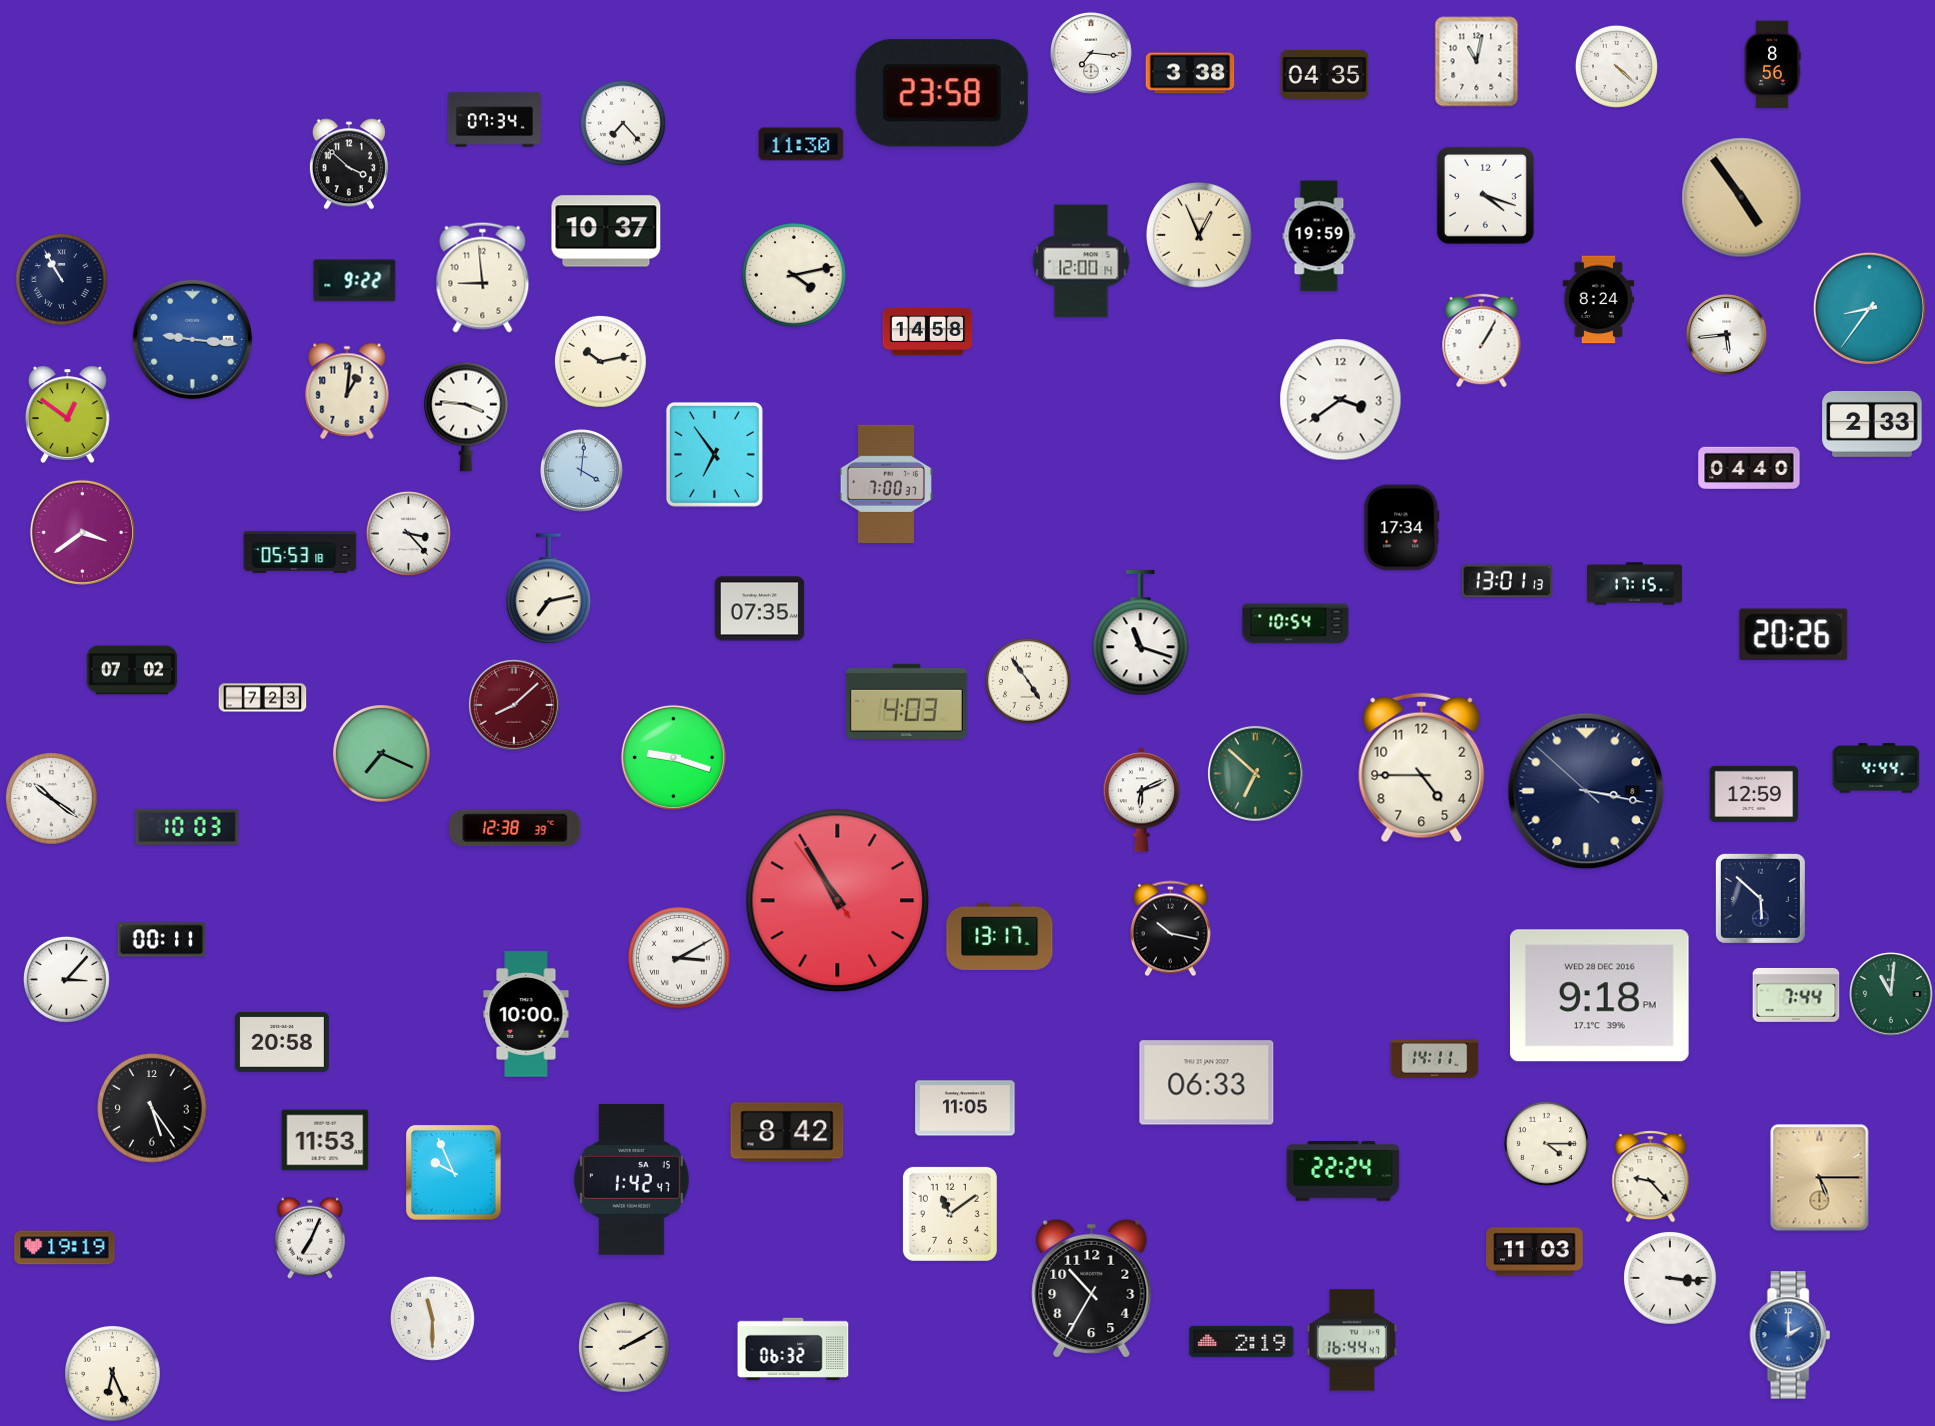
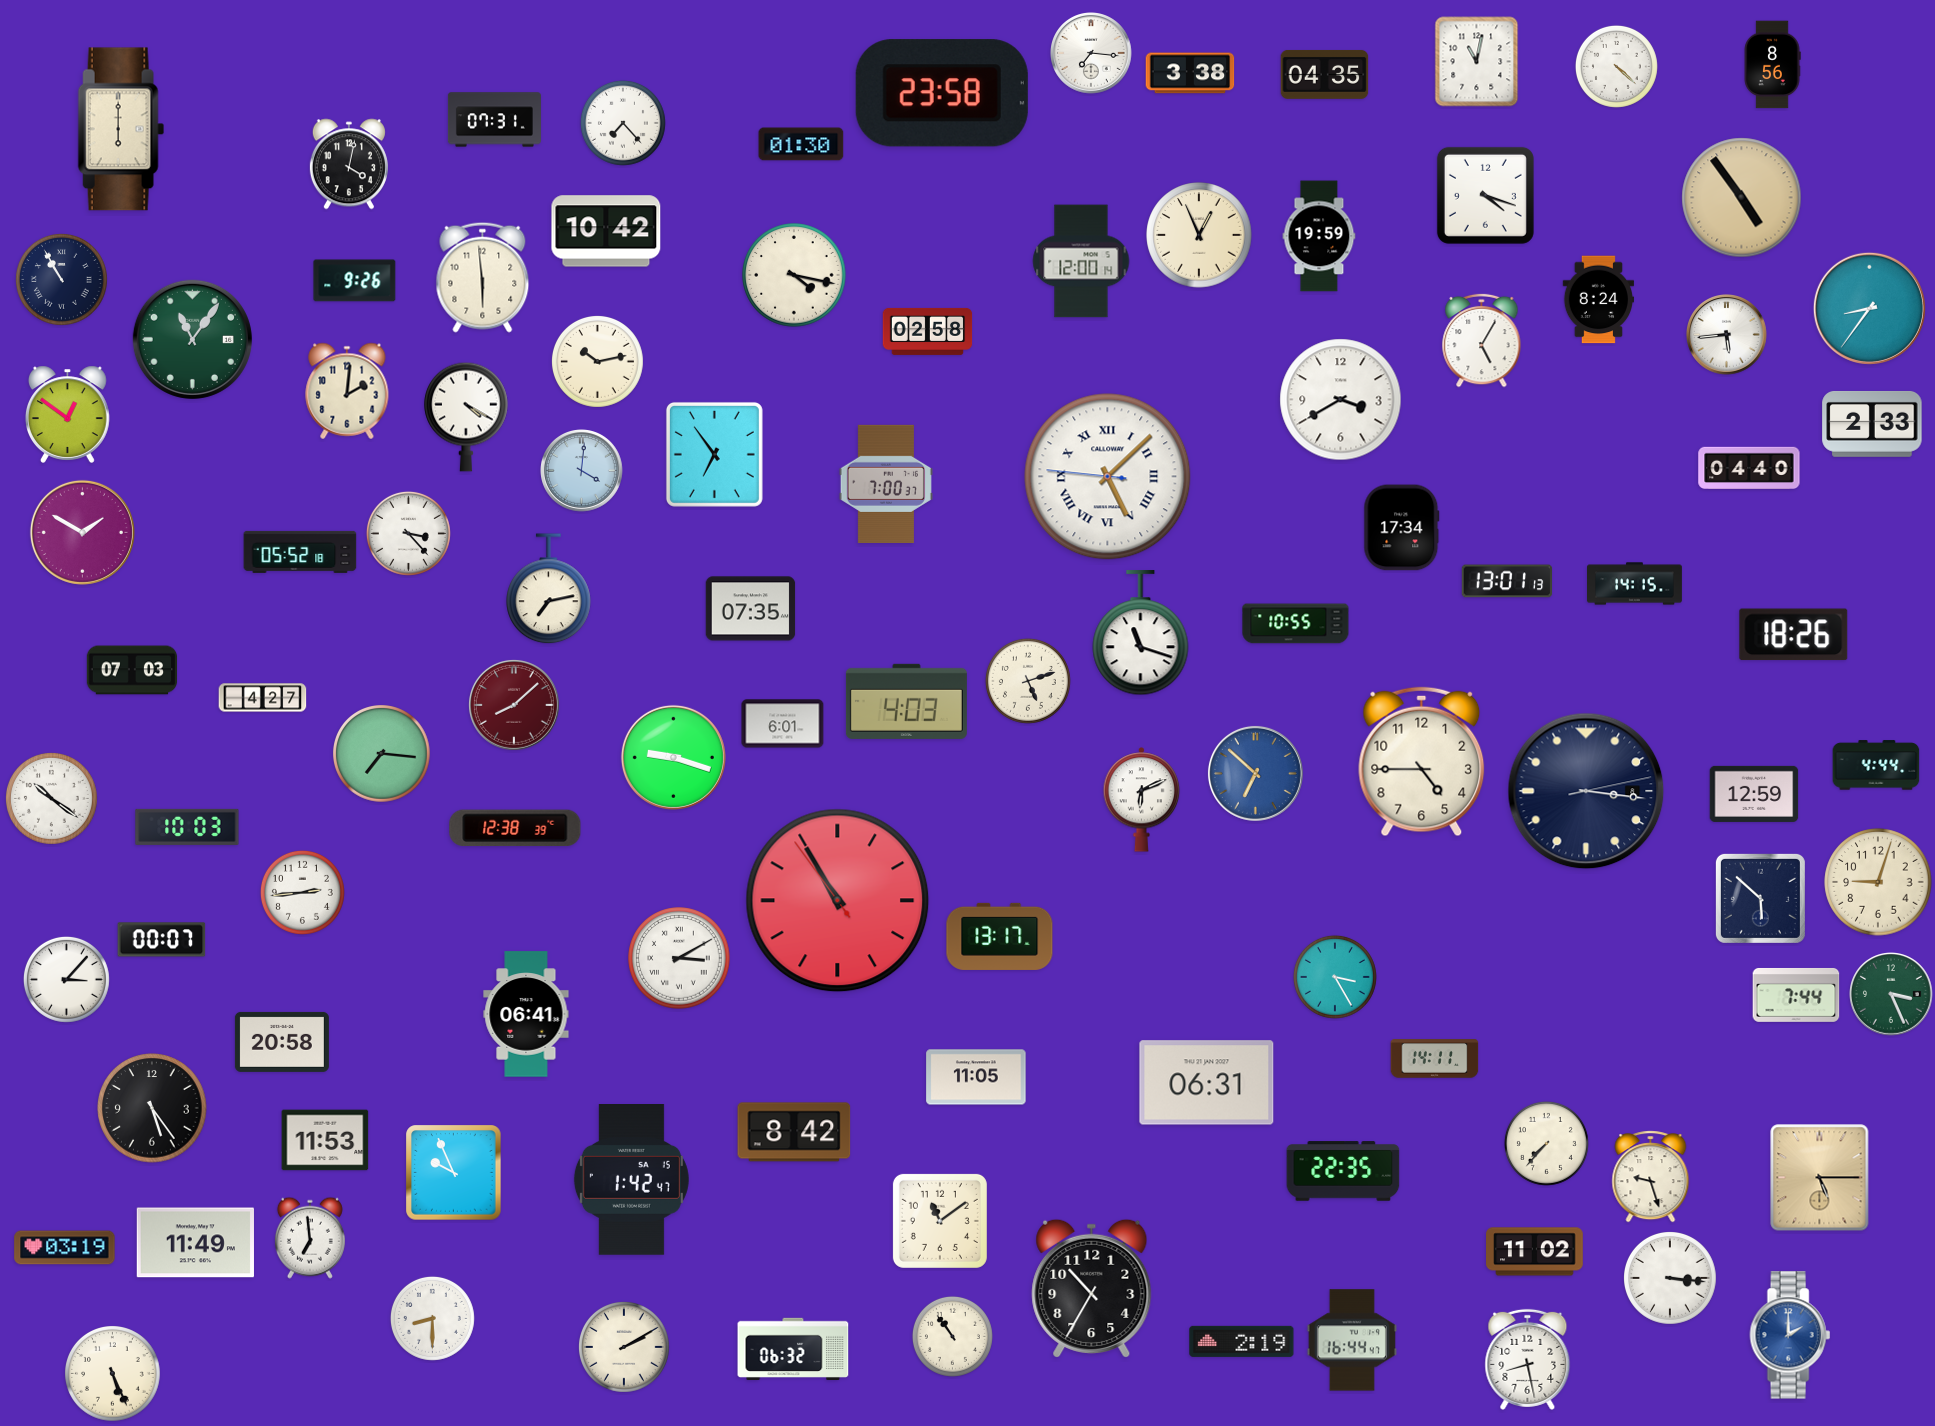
clock at (494, 120): 07:34 -> 07:31
clock at (121, 129): none -> 6:00
clock at (801, 144): 11:30 -> 01:30
clock at (349, 164): 3:52 -> 4:02
clock at (606, 231): 10:37 -> 10:42
clock at (794, 275): 4:13 -> 4:17
clock at (483, 277): 8:59 -> 5:59
clock at (355, 281): 9:22 -> 9:26
clock at (928, 331): 14:58 -> 02:58
clock at (192, 339): 9:16 -> 11:06
clock at (192, 339) dial: blue -> green
clock at (1482, 340): 1:05 -> 5:05
clock at (600, 361) position: (600, 361) -> (597, 361)
clock at (347, 391): 1:01 -> 2:01
clock at (1341, 400): 3:39 -> 3:40
clock at (466, 417): 3:46 -> 4:20
clock at (1108, 477): none -> 5:07
clock at (82, 532): 3:39 -> 1:50
clock at (300, 552): 05:53 -> 05:52
clock at (1635, 584): 17:15 -> 14:15
clock at (760, 609) position: (760, 609) -> (751, 609)
clock at (1296, 624): 10:54 -> 10:55
clock at (1794, 635): 20:26 -> 18:26
clock at (132, 670): 07:02 -> 07:03
clock at (1028, 681): 4:54 -> 5:12
clock at (263, 698): 7:23 -> 4:27
clock at (783, 724): none -> 6:01
clock at (382, 754): 7:19 -> 7:16
clock at (1422, 768) position: (1422, 768) -> (1422, 762)
clock at (1876, 768) position: (1876, 768) -> (1876, 765)
clock at (1255, 773) dial: green -> blue
clock at (1586, 791): 3:16:52 -> 3:16:13
clock at (1878, 882): none -> 9:03
clock at (302, 892): none -> 2:44
clock at (1170, 929): 10:17 -> none
clock at (162, 940): 00:11 -> 00:07
clock at (1335, 977): none -> 3:25
clock at (1892, 995): 11:01 -> 3:26
clock at (1599, 996): 9:18 -> none
clock at (526, 1014): 10:00 -> 06:41
clock at (1207, 1083): 06:33 -> 06:31
clock at (965, 1108) position: (965, 1108) -> (976, 1077)
clock at (787, 1132) position: (787, 1132) -> (794, 1132)
clock at (1546, 1143): 4:15 -> 7:37
clock at (1343, 1171): 22:24 -> 22:35
clock at (1651, 1177): 9:23 -> 9:27
clock at (950, 1214) position: (950, 1214) -> (940, 1221)
clock at (310, 1238): 7:04 -> 6:59
clock at (195, 1243): none -> 11:49
clock at (65, 1248): 19:19 -> 03:19
clock at (1535, 1252): 11:03 -> 11:02
clock at (432, 1318): 11:30 -> 8:30
clock at (952, 1336): none -> 10:54
clock at (1528, 1359): none -> 8:28
clock at (113, 1374): 6:26 -> 5:26
